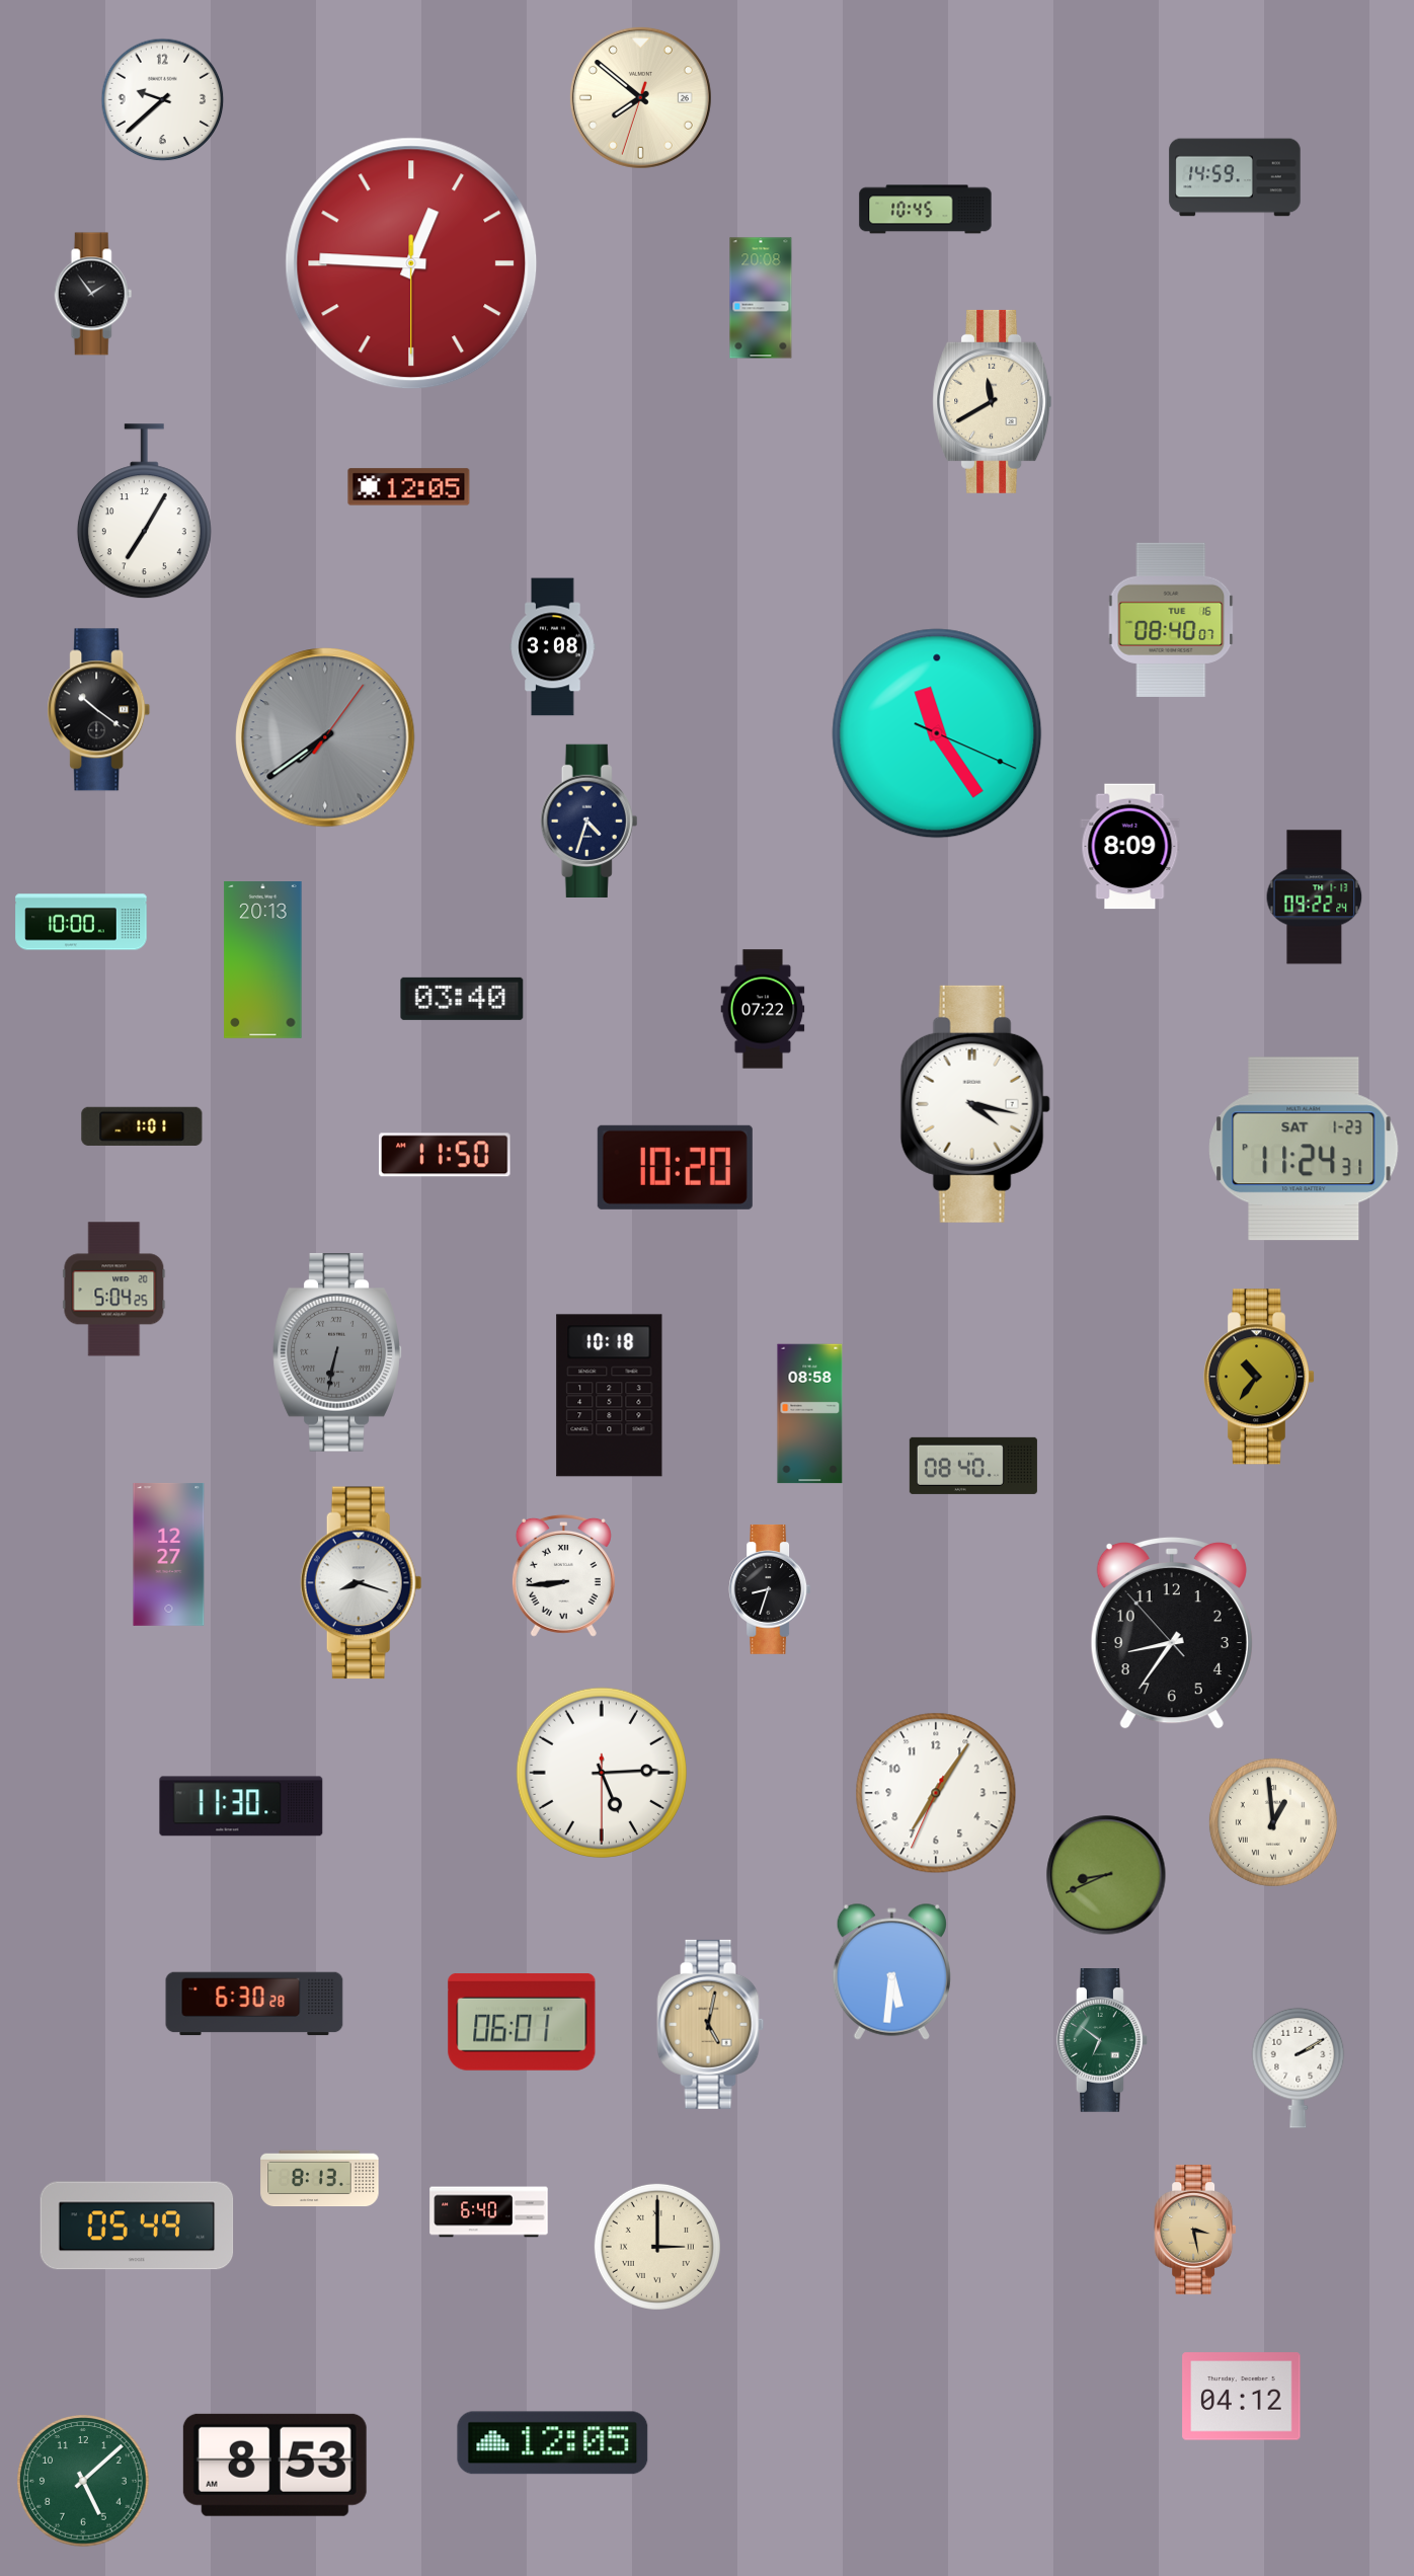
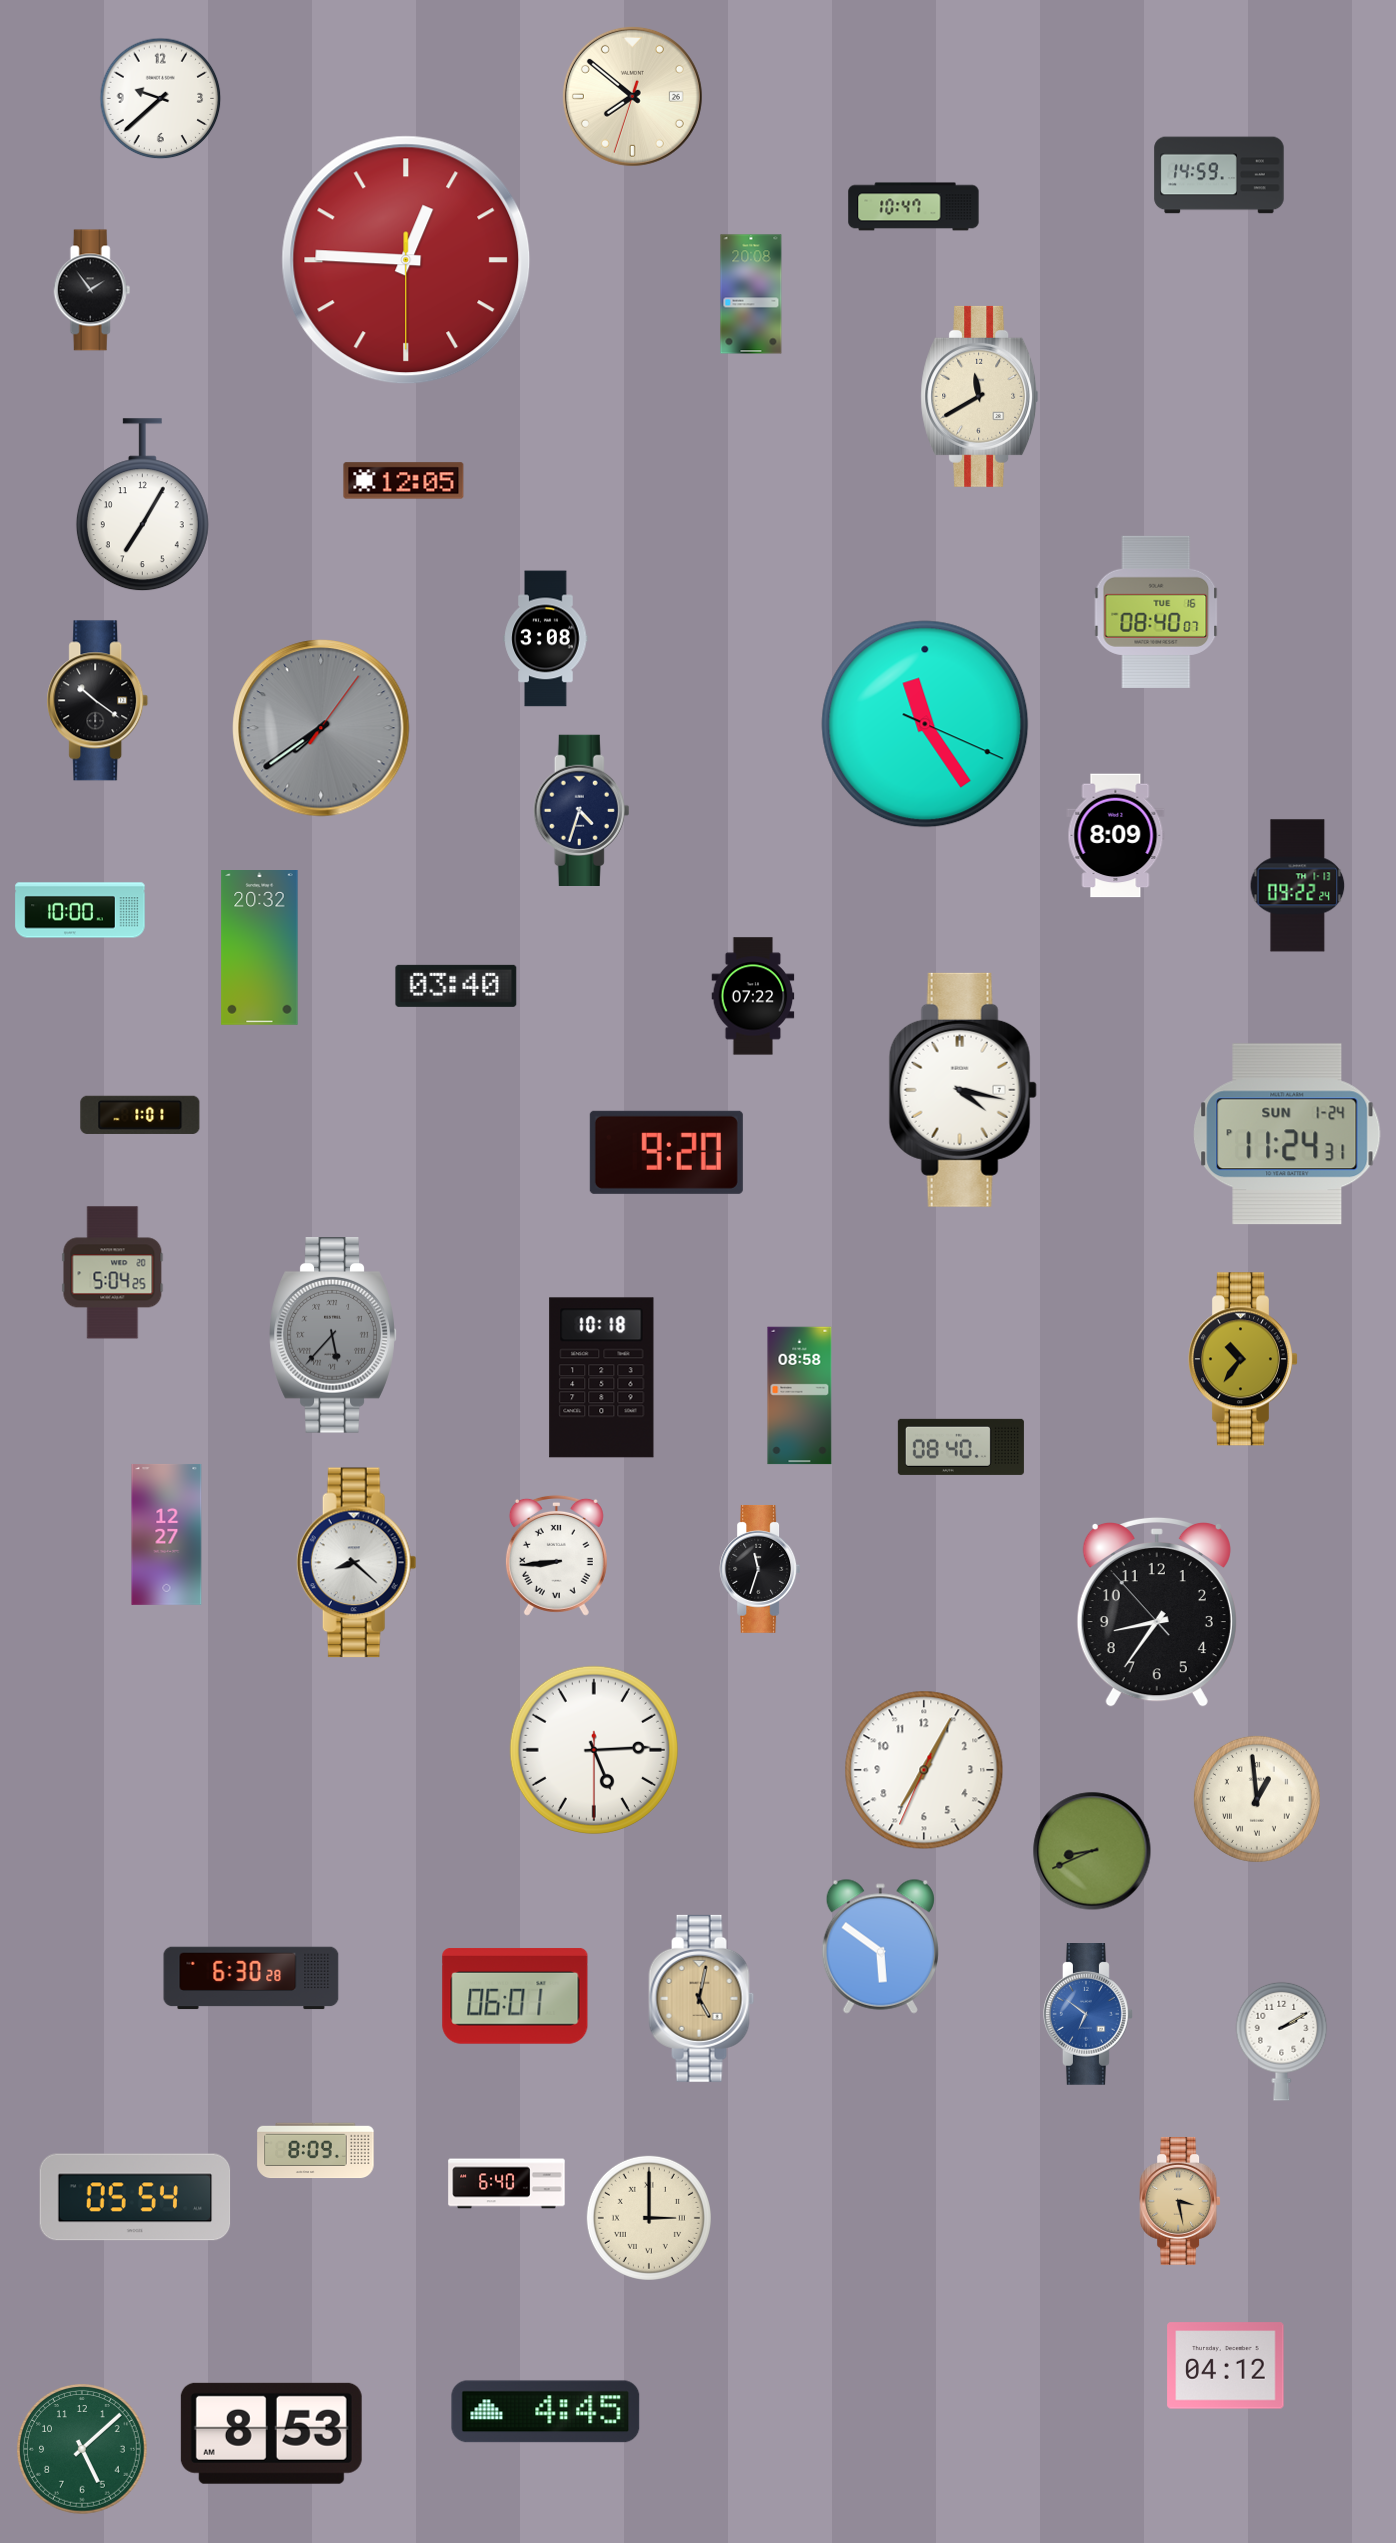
clock at (926, 210): 10:45 -> 10:47
clock at (263, 960): 20:13 -> 20:32
clock at (142, 1126) position: (142, 1126) -> (140, 1115)
clock at (1304, 1149) date: SAT 1-23 -> SUN 1-24
clock at (445, 1155): 11:50 -> none
clock at (675, 1167): 10:20 -> 9:20
clock at (337, 1353): 6:32 -> 5:37
clock at (361, 1583): 8:18 -> 8:22
clock at (770, 1589): 8:33 -> 11:33
clock at (936, 1793): 7:05 -> 7:04
clock at (241, 1806): 11:30 -> none
clock at (891, 1971): 5:31 -> 5:51
clock at (1103, 2041) dial: green -> blue
clock at (320, 2179): 8:13 -> 8:09
clock at (489, 2212) position: (489, 2212) -> (507, 2184)
clock at (137, 2226): 05:49 -> 05:54
clock at (553, 2443): 12:05 -> 4:45
